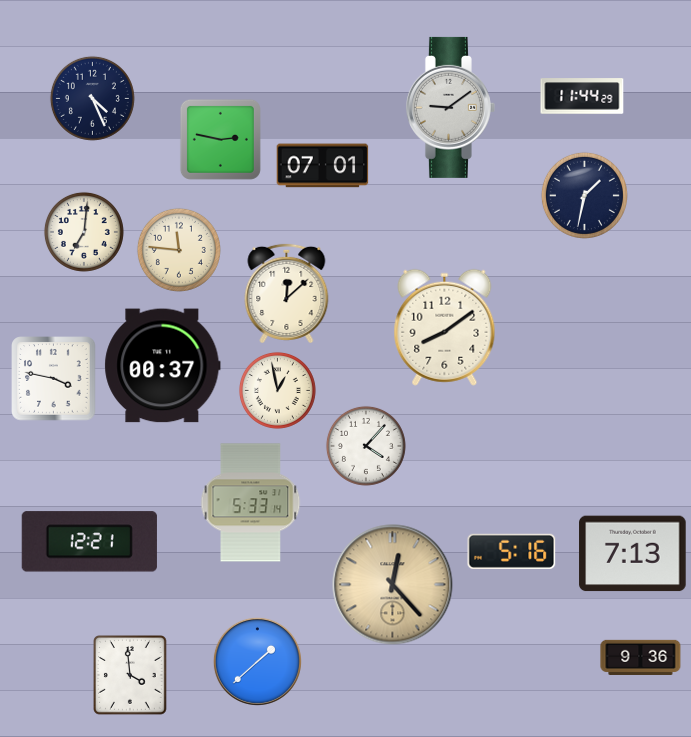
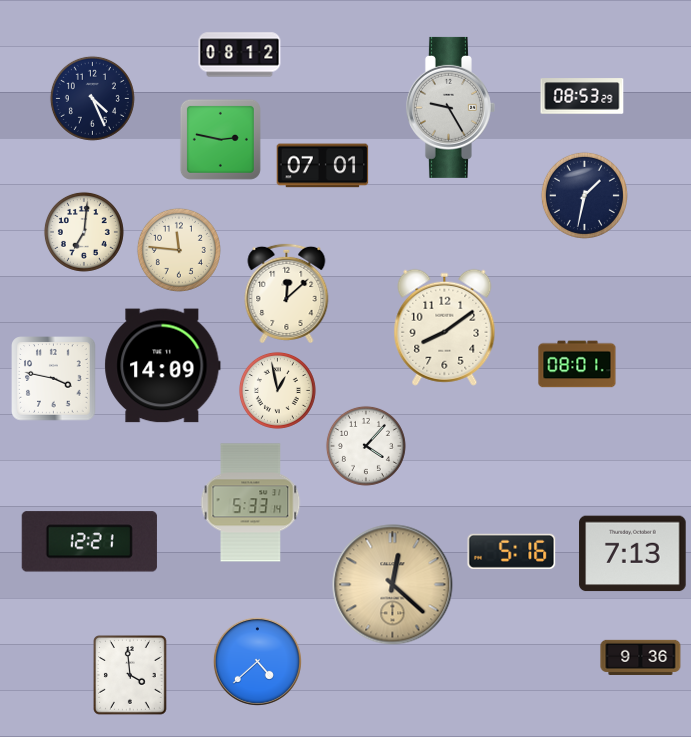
clock at (240, 55): none -> 08:12
clock at (582, 96): 11:44 -> 08:53
clock at (450, 107): 9:09 -> 9:25
clock at (577, 364): none -> 08:01
clock at (163, 366): 00:37 -> 14:09
clock at (393, 585): 12:23 -> 12:22
clock at (257, 661): 1:38 -> 4:38
